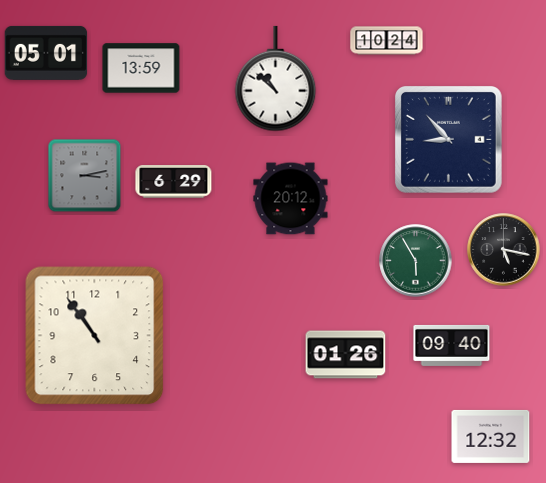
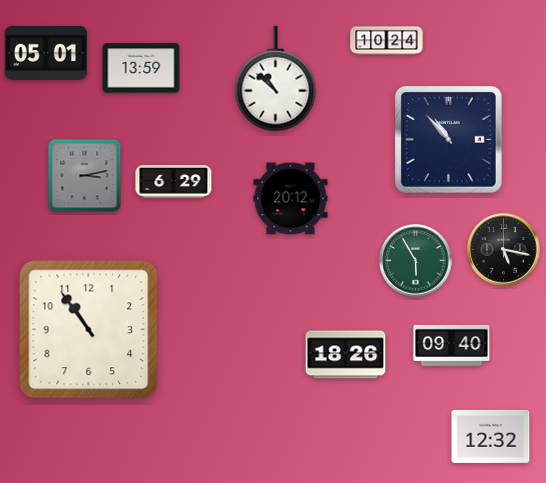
clock at (449, 140): 8:53 -> 10:53
clock at (95, 336) position: (95, 336) -> (89, 330)
clock at (346, 355): 01:26 -> 18:26
